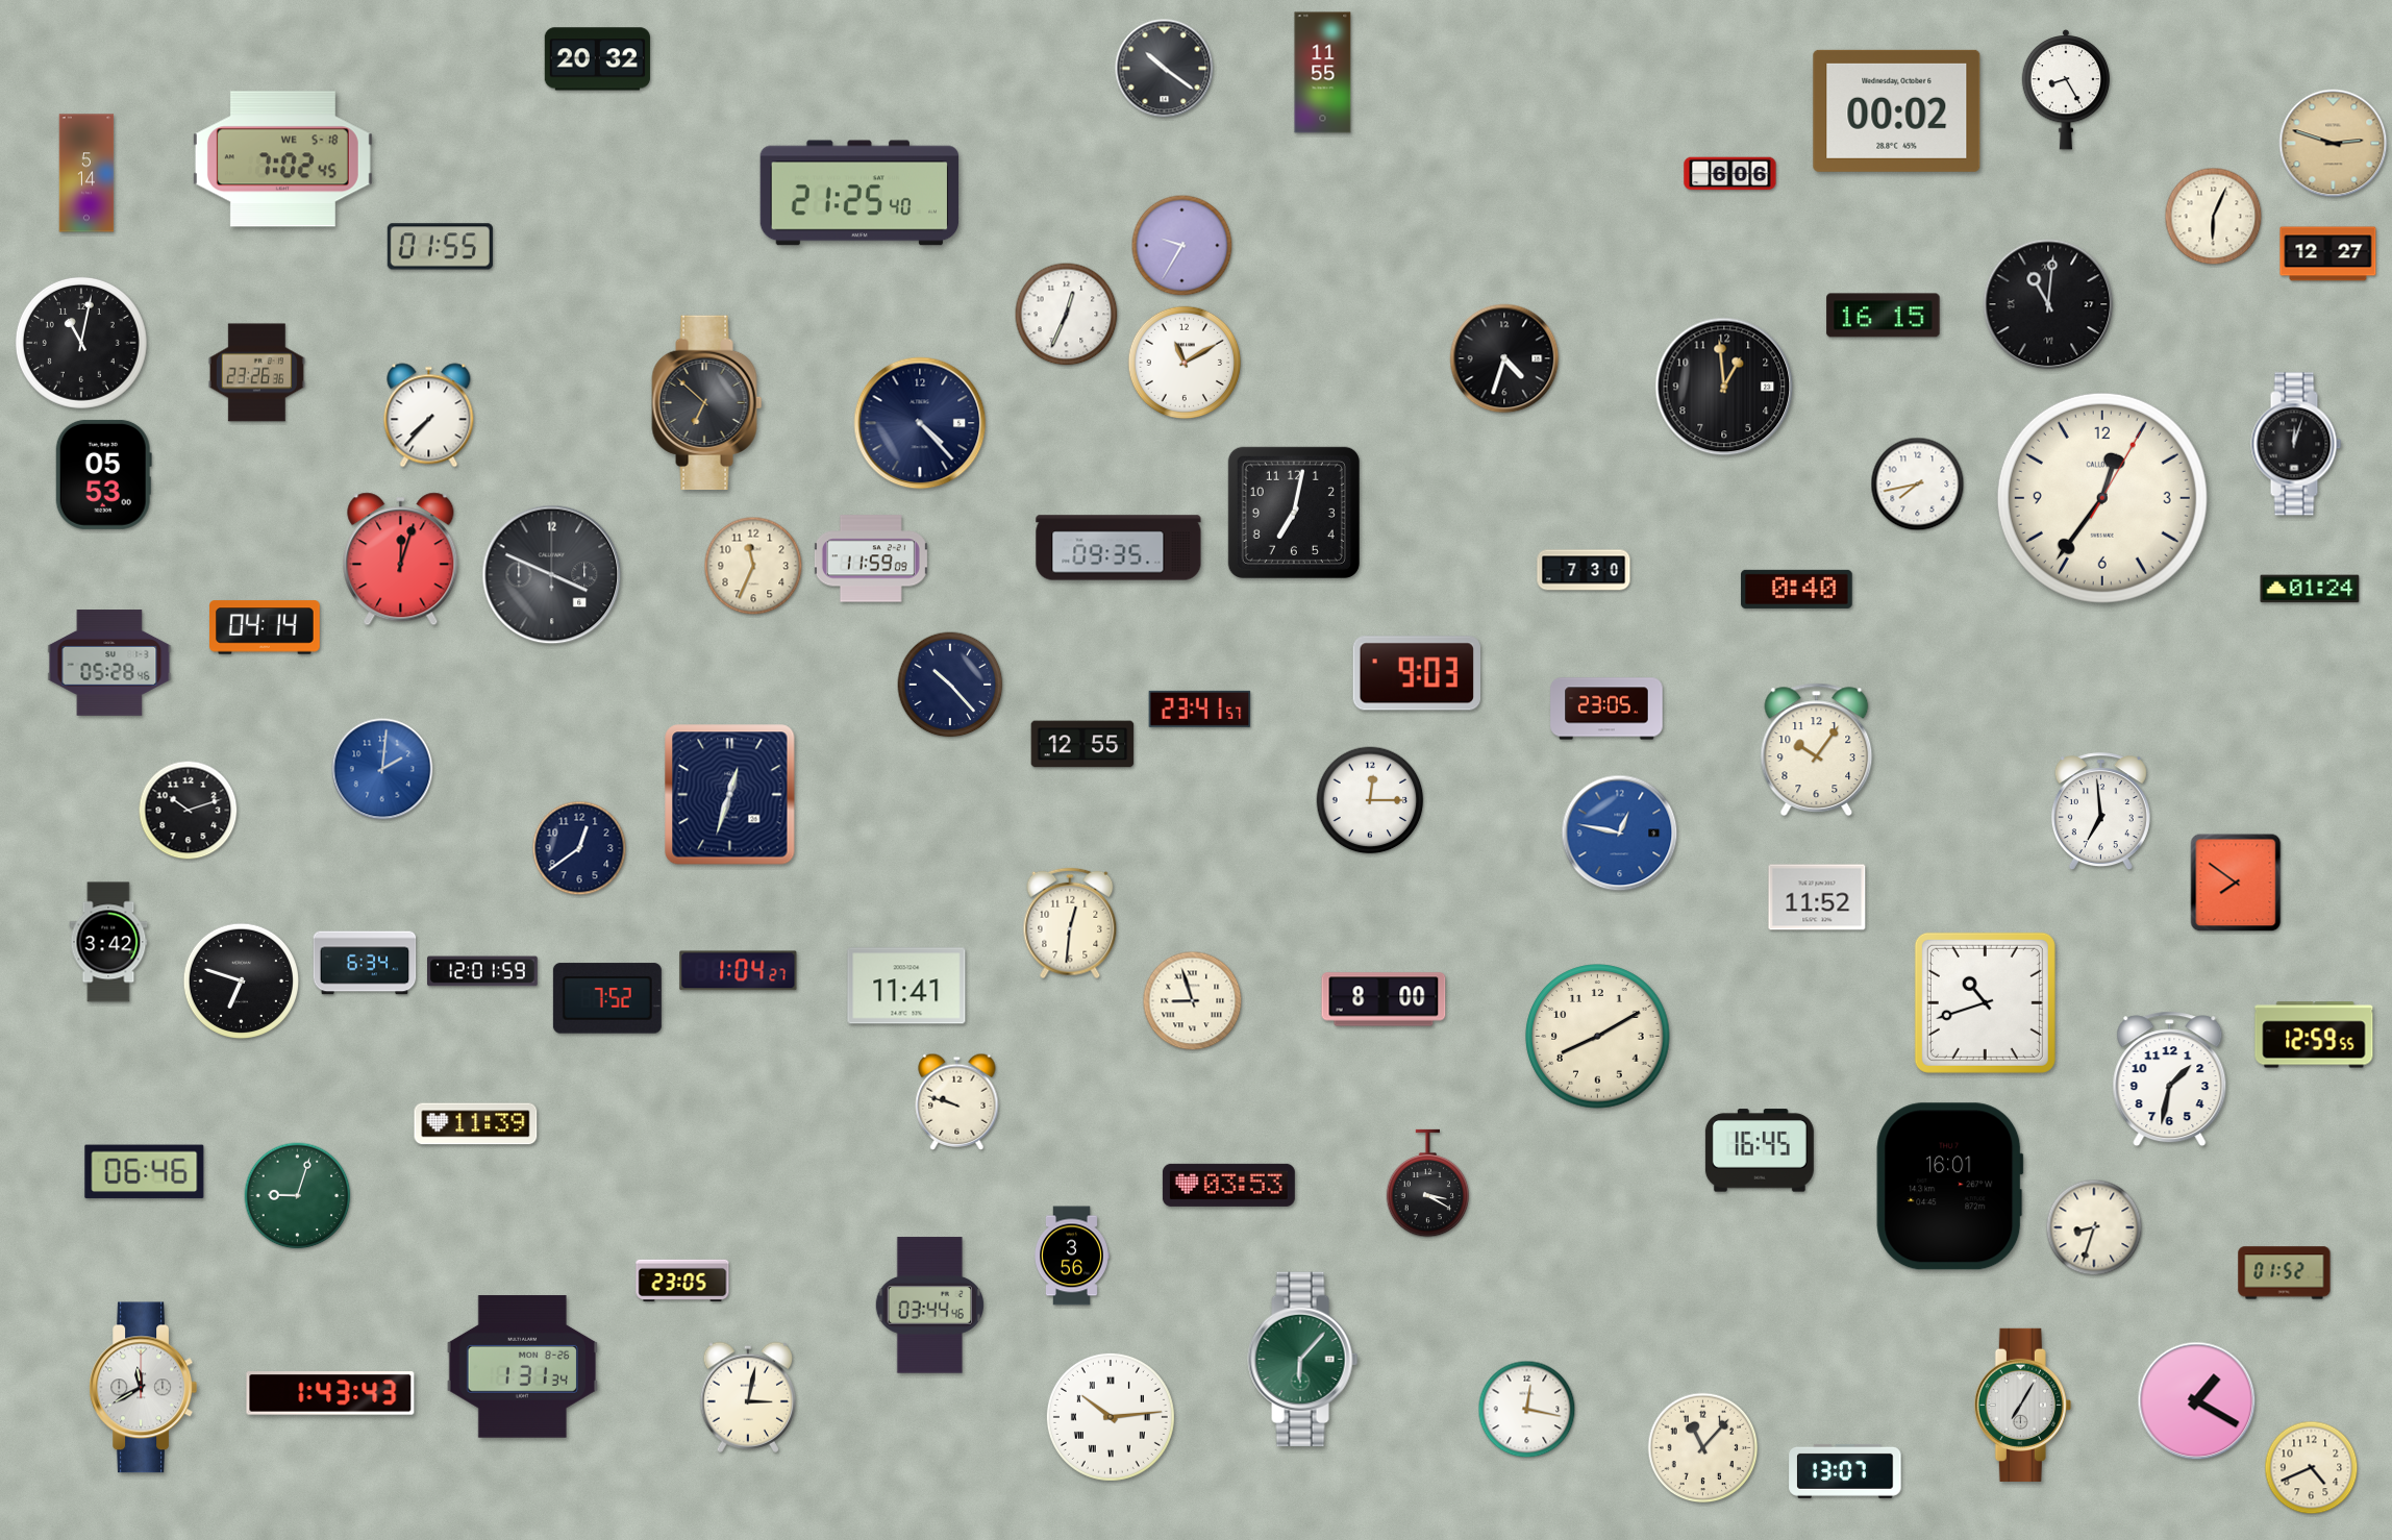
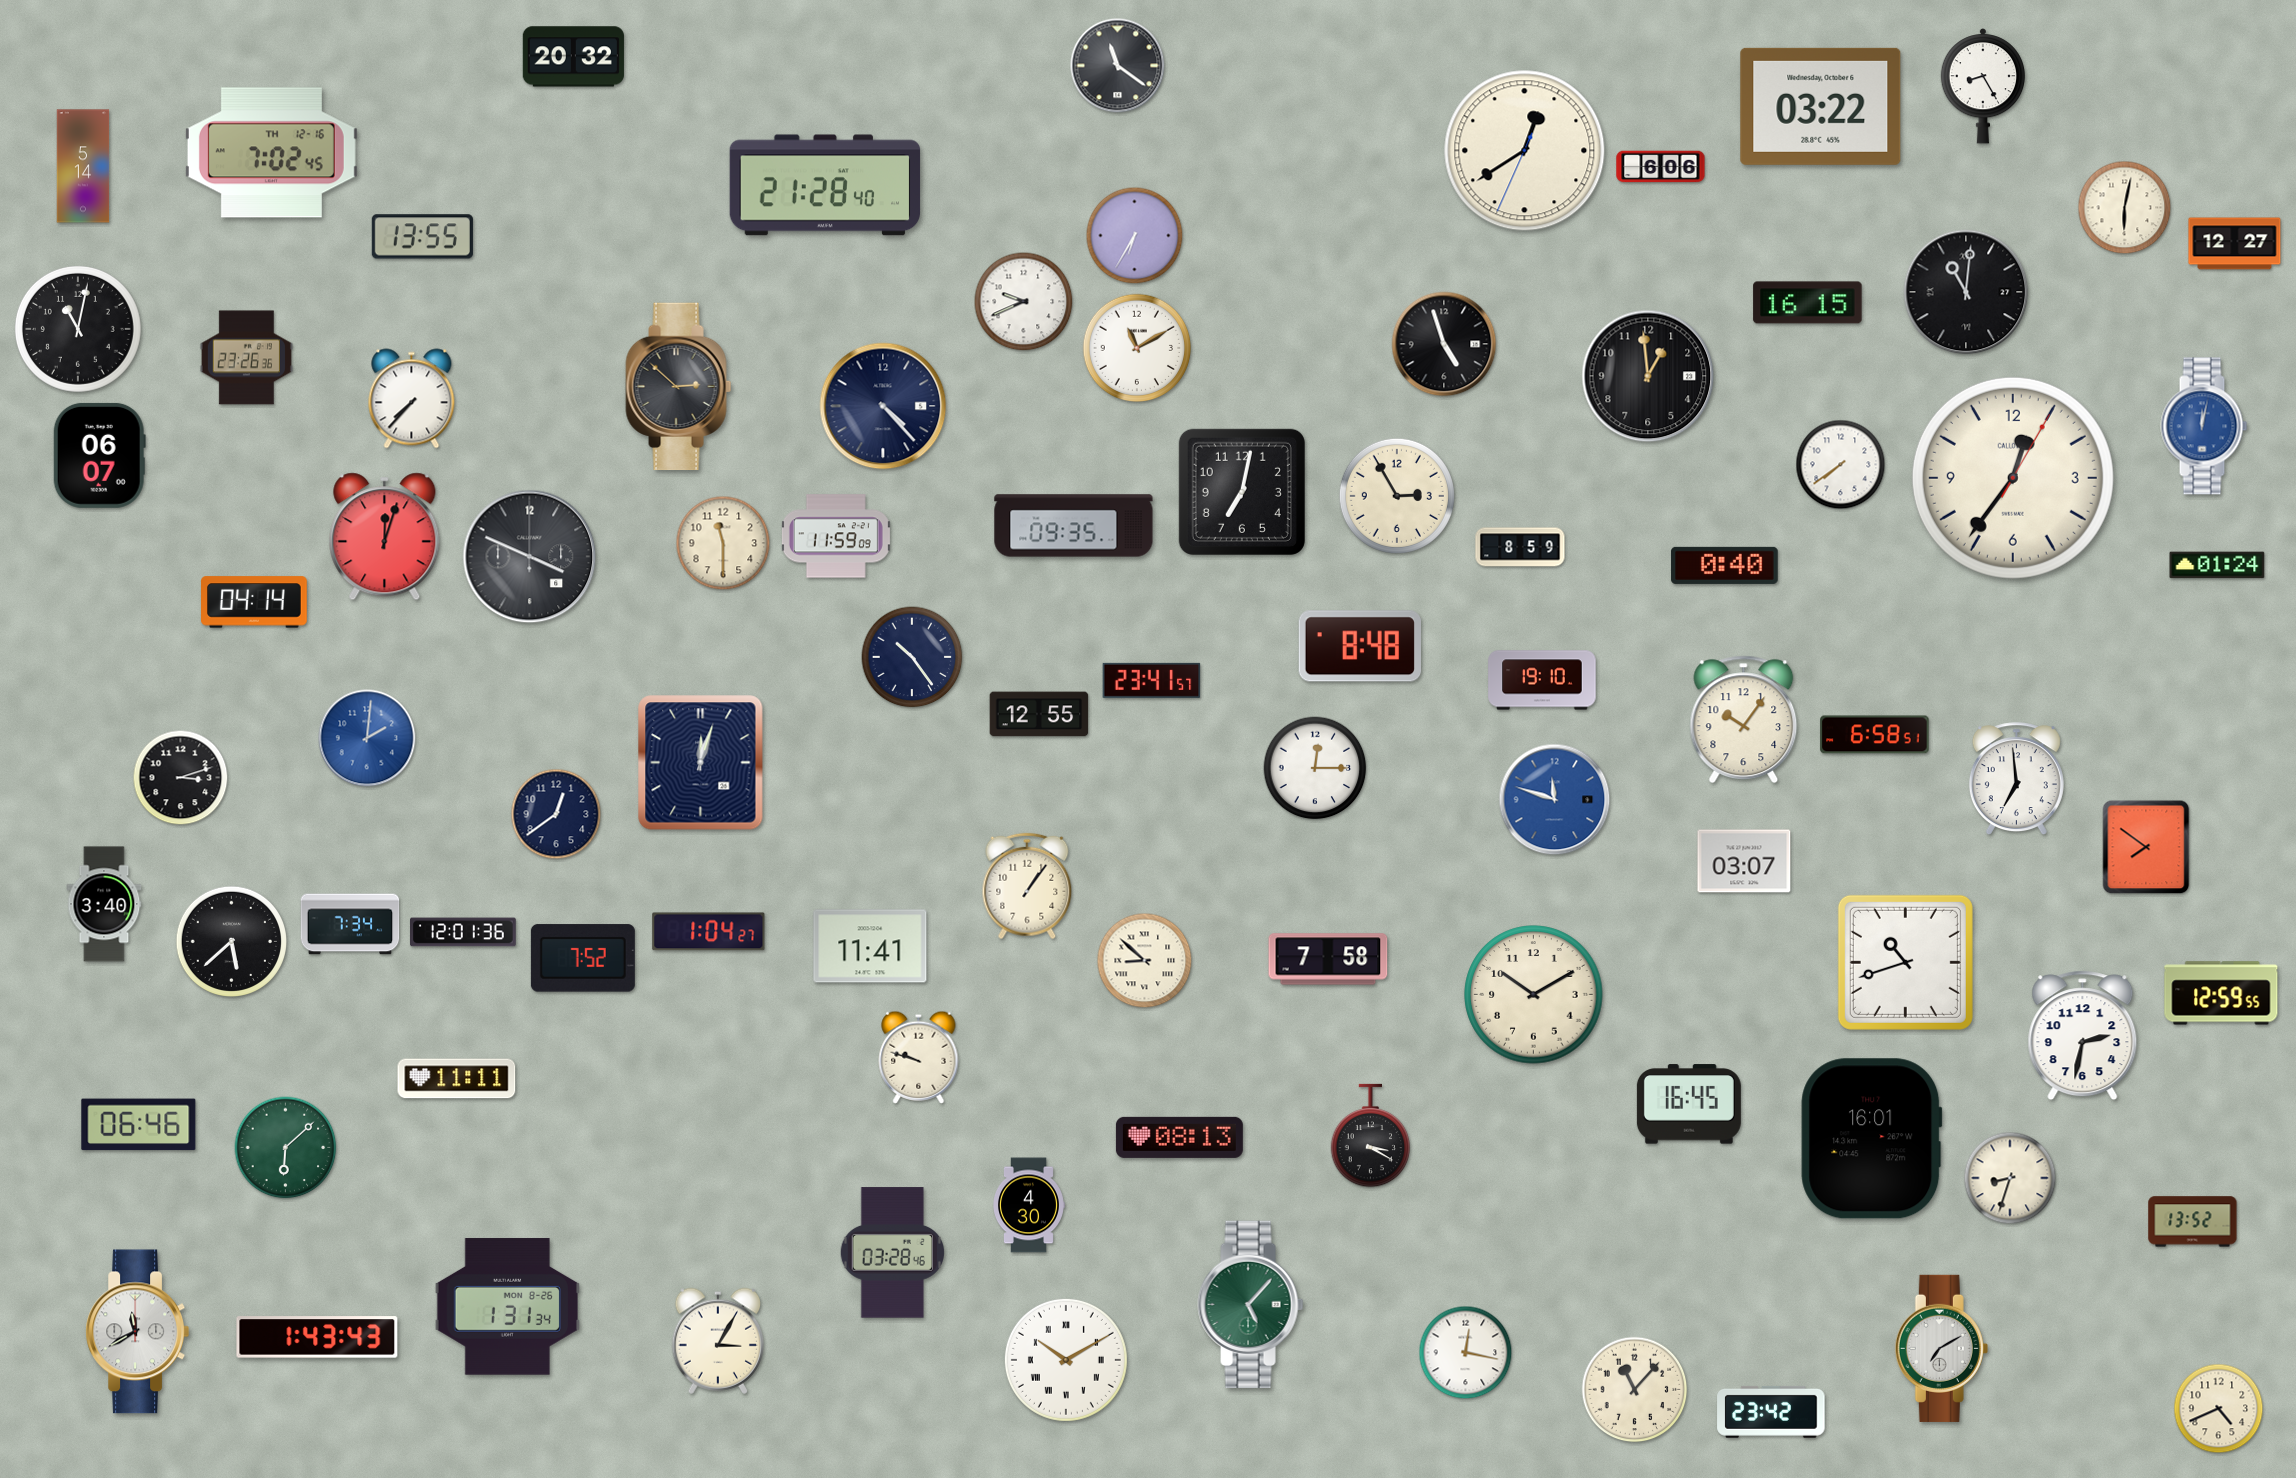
clock at (1165, 69): 10:21 -> 11:21
clock at (1323, 73): 11:55 -> none
clock at (1897, 110): 00:02 -> 03:22
clock at (2334, 144): 2:48 -> none
clock at (1525, 151): none -> 12:39
clock at (282, 159) date: WE 5-18 -> TH 12-16
clock at (859, 193): 21:25 -> 21:28
clock at (2214, 217): 6:04 -> 6:02
clock at (1182, 246): 9:35 -> 6:35
clock at (440, 247): 01:55 -> 13:55
clock at (1067, 315): 12:34 -> 9:41
clock at (1504, 358): 4:33 -> 4:57
clock at (1724, 387) position: (1724, 387) -> (1648, 376)
clock at (707, 403): 6:52 -> 2:52
clock at (2296, 444): 12:03 -> 12:02
clock at (2296, 444) dial: black -> blue
clock at (103, 474): 05:53 -> 06:07
clock at (1918, 485): 7:43 -> 7:39
clock at (2102, 498) position: (2102, 498) -> (2013, 478)
clock at (1397, 496): none -> 2:55
clock at (753, 566): 11:34 -> 11:30
clock at (1584, 570): 7:30 -> 8:59
clock at (552, 575) position: (552, 575) -> (530, 557)
clock at (109, 663): 05:28 -> none
clock at (1416, 673): 9:03 -> 8:48
clock at (950, 685): 10:23 -> 10:24
clock at (1606, 709): 23:05 -> 19:10
clock at (1875, 735): none -> 6:58
clock at (730, 795): 12:33 -> 12:03
clock at (189, 811): 10:12 -> 3:12
clock at (1620, 834): 12:47 -> 11:48
clock at (1817, 897): 11:52 -> 03:07
clock at (1070, 923): 12:31 -> 1:06
clock at (108, 942): 3:42 -> 3:40
clock at (365, 963): 6:34 -> 7:34
clock at (483, 971): 12:01:59 -> 12:01:36
clock at (241, 980): 6:48 -> 5:38
clock at (1384, 999): 8:00 -> 7:58
clock at (1193, 1001): 8:57 -> 8:52
clock at (1598, 1037): 8:10 -> 10:10
clock at (2170, 1079): 1:32 -> 2:32
clock at (476, 1124): 11:39 -> 11:11
clock at (1228, 1185): 03:53 -> 08:13
clock at (298, 1196): 9:03 -> 6:08
clock at (1072, 1256): 3:56 -> 4:30
clock at (2285, 1273): 01:52 -> 13:52
clock at (682, 1280): 23:05 -> none
clock at (929, 1306): 03:44 -> 03:28
clock at (1303, 1360): 6:07 -> 5:07
clock at (522, 1367) position: (522, 1367) -> (507, 1307)
clock at (748, 1397): 3:02 -> 3:05
clock at (2197, 1401): 1:20 -> none
clock at (2022, 1405): 7:05 -> 7:10
clock at (1111, 1417): 10:14 -> 10:10
clock at (1845, 1471): 13:07 -> 23:42
